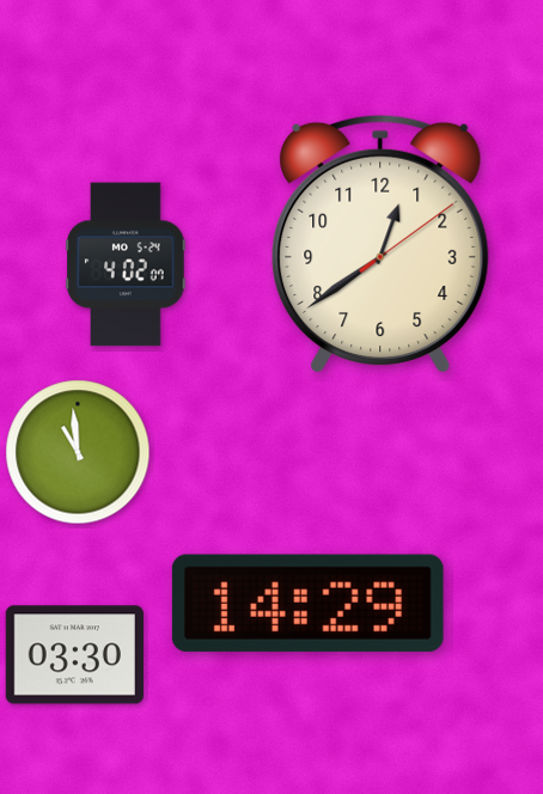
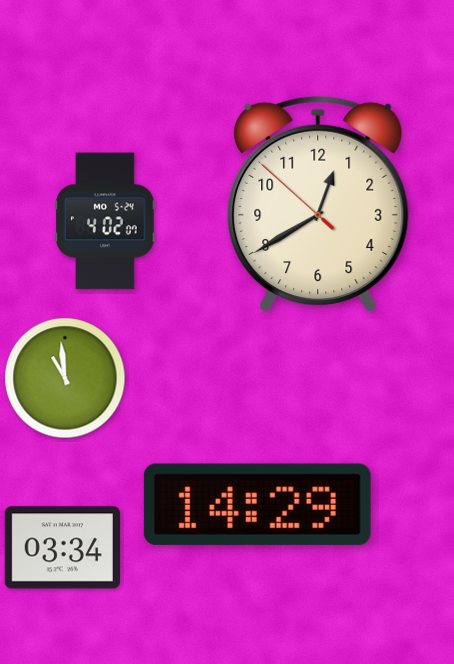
clock at (380, 244): 12:39:09 -> 12:39:52
clock at (74, 655): 03:30 -> 03:34
